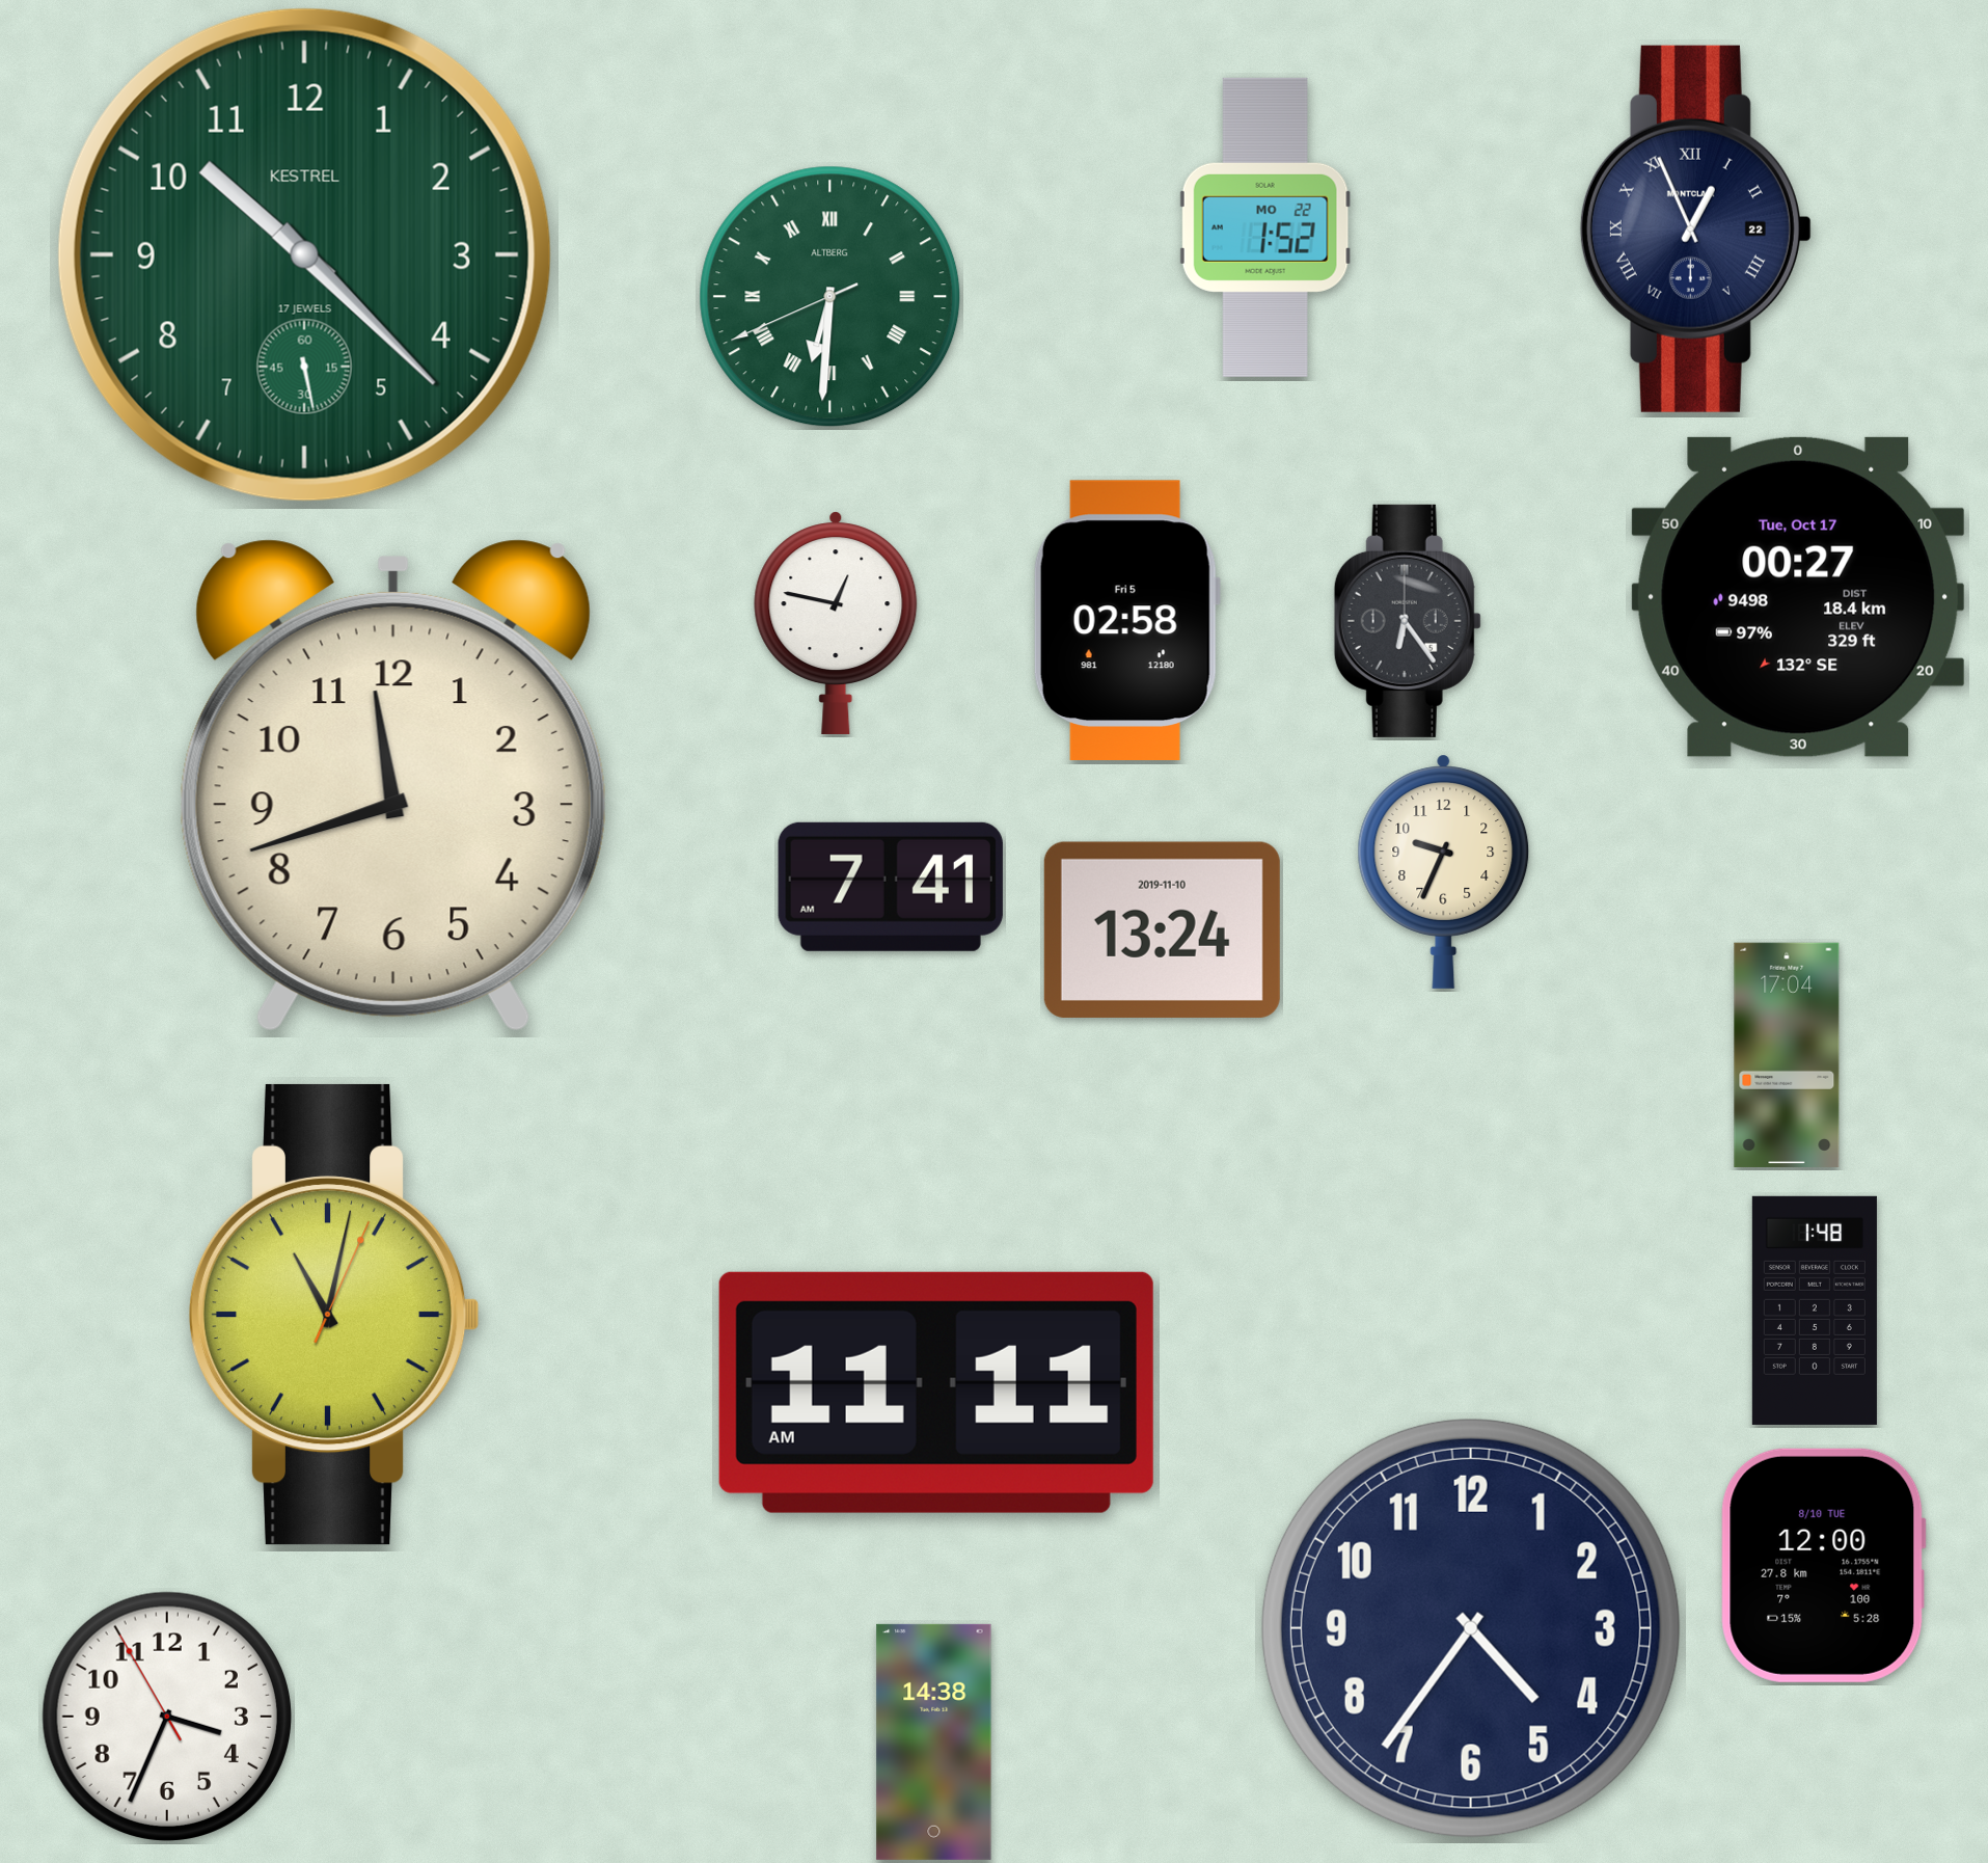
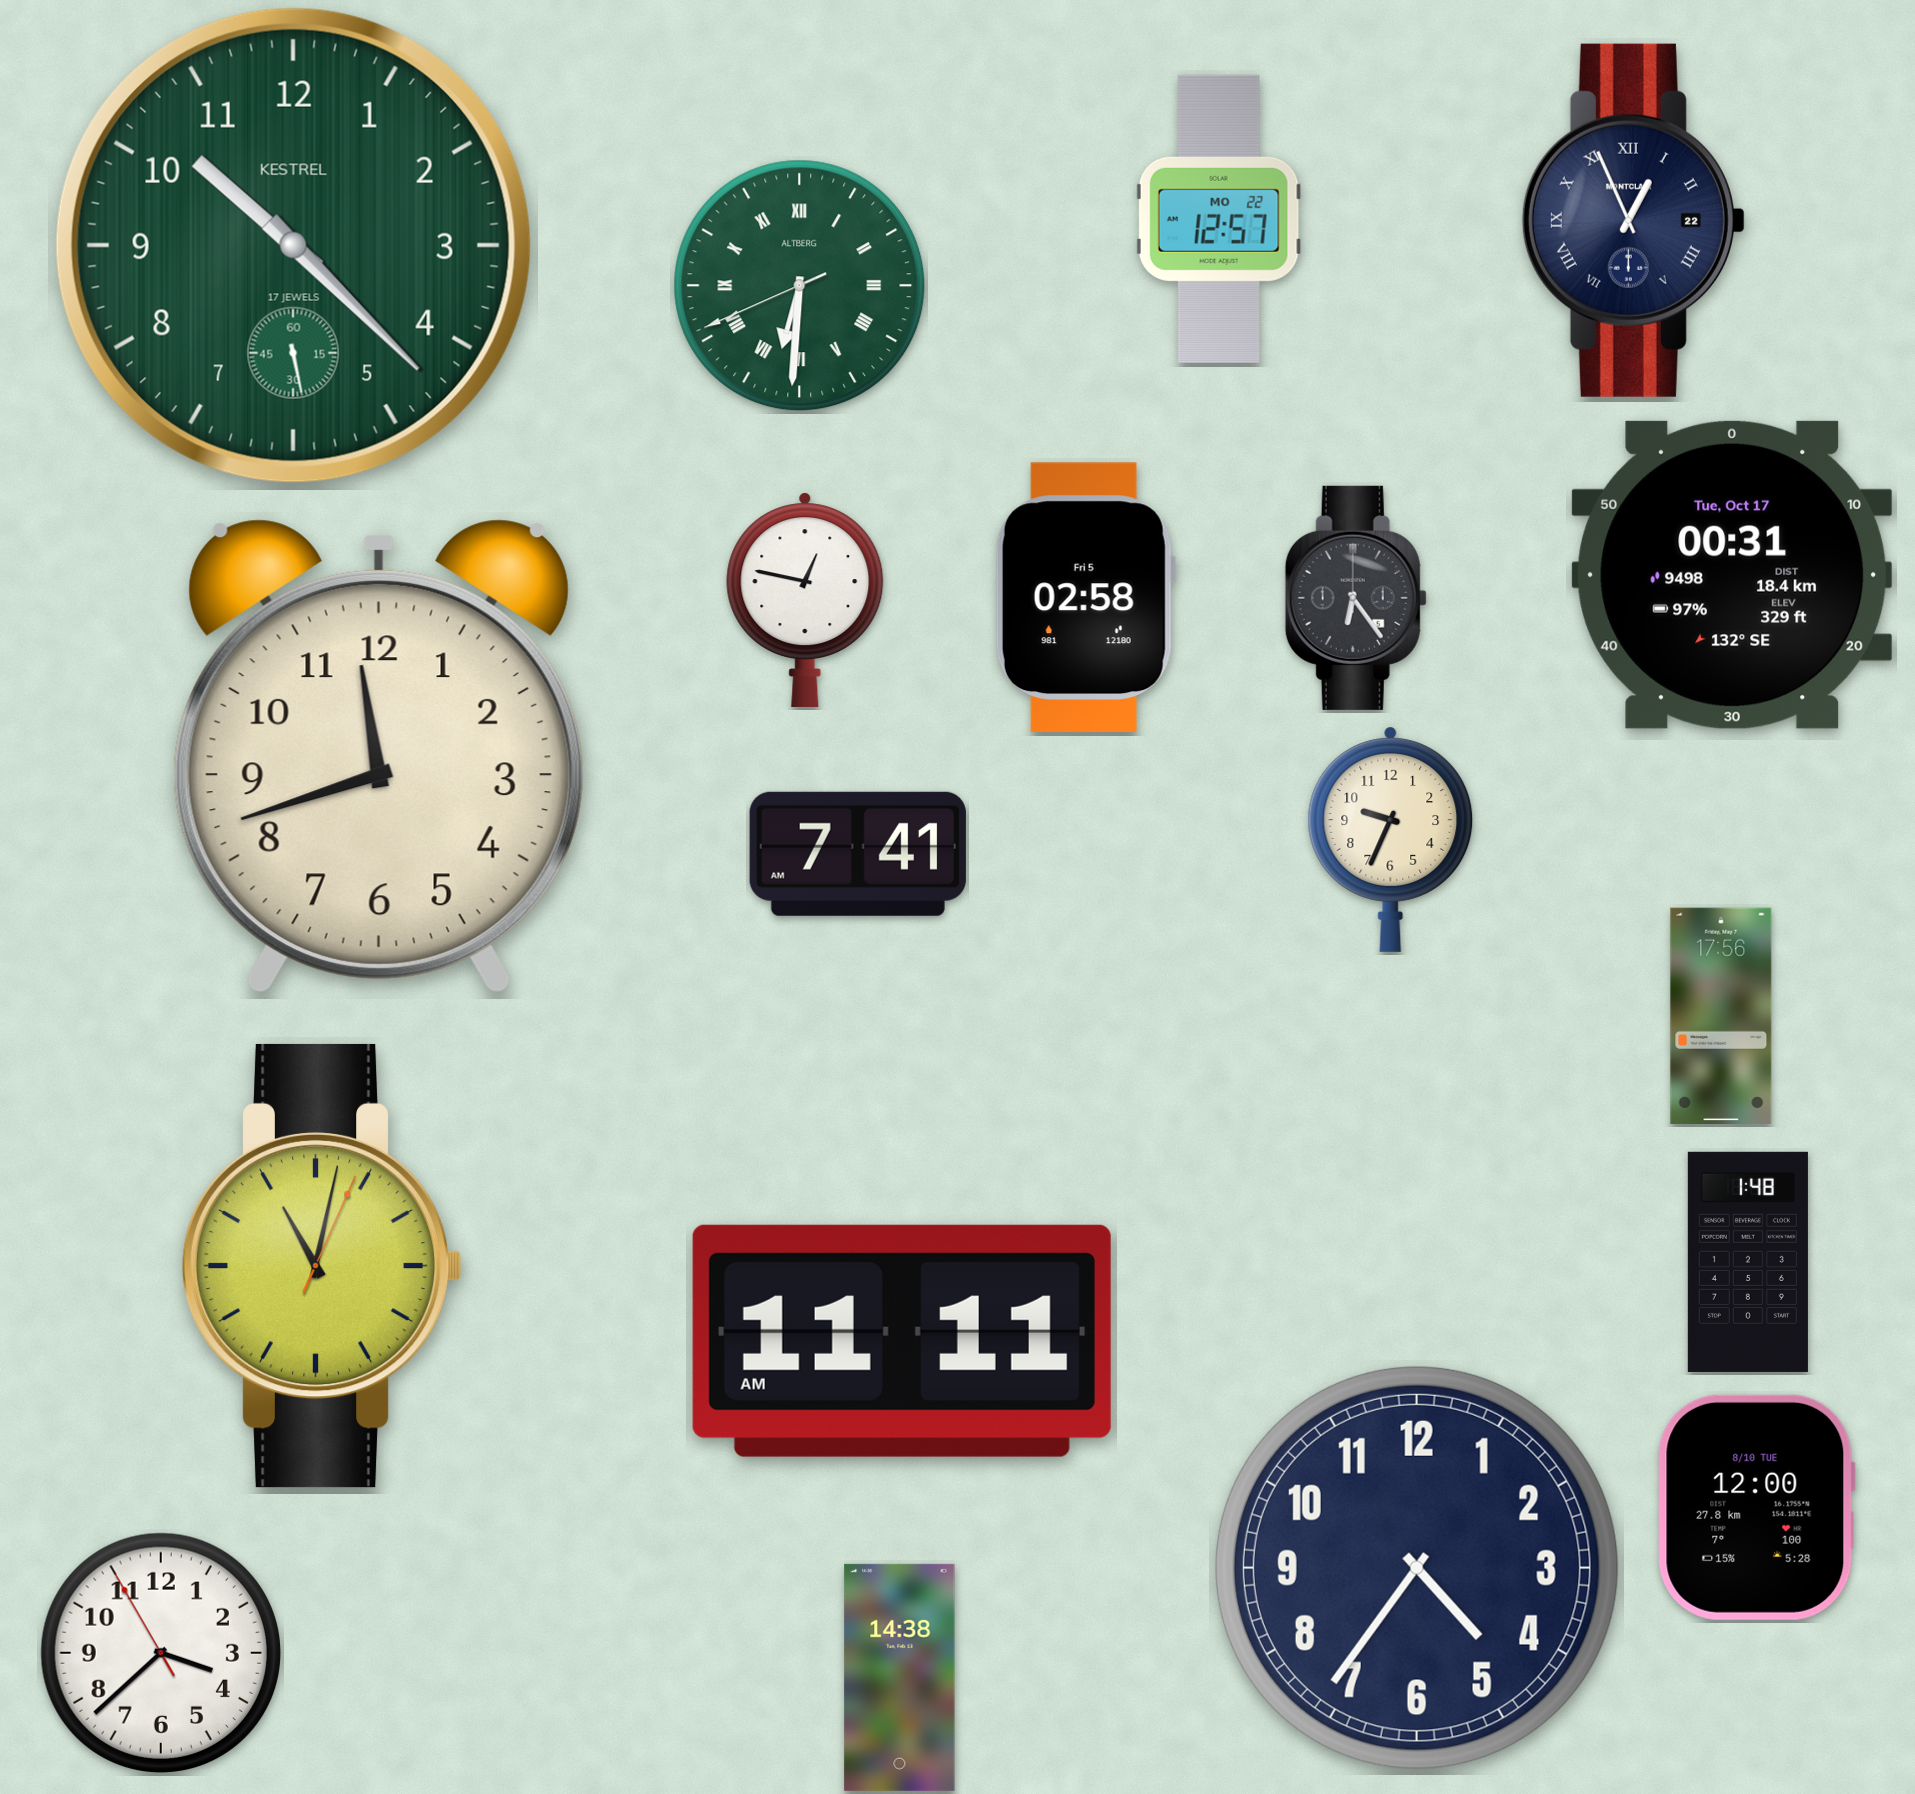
clock at (1265, 227): 1:52 -> 12:57
clock at (1798, 597): 00:27 -> 00:31
clock at (1162, 929): 13:24 -> none
clock at (1787, 1055): 17:04 -> 17:56
clock at (167, 1717): 3:33 -> 3:37
